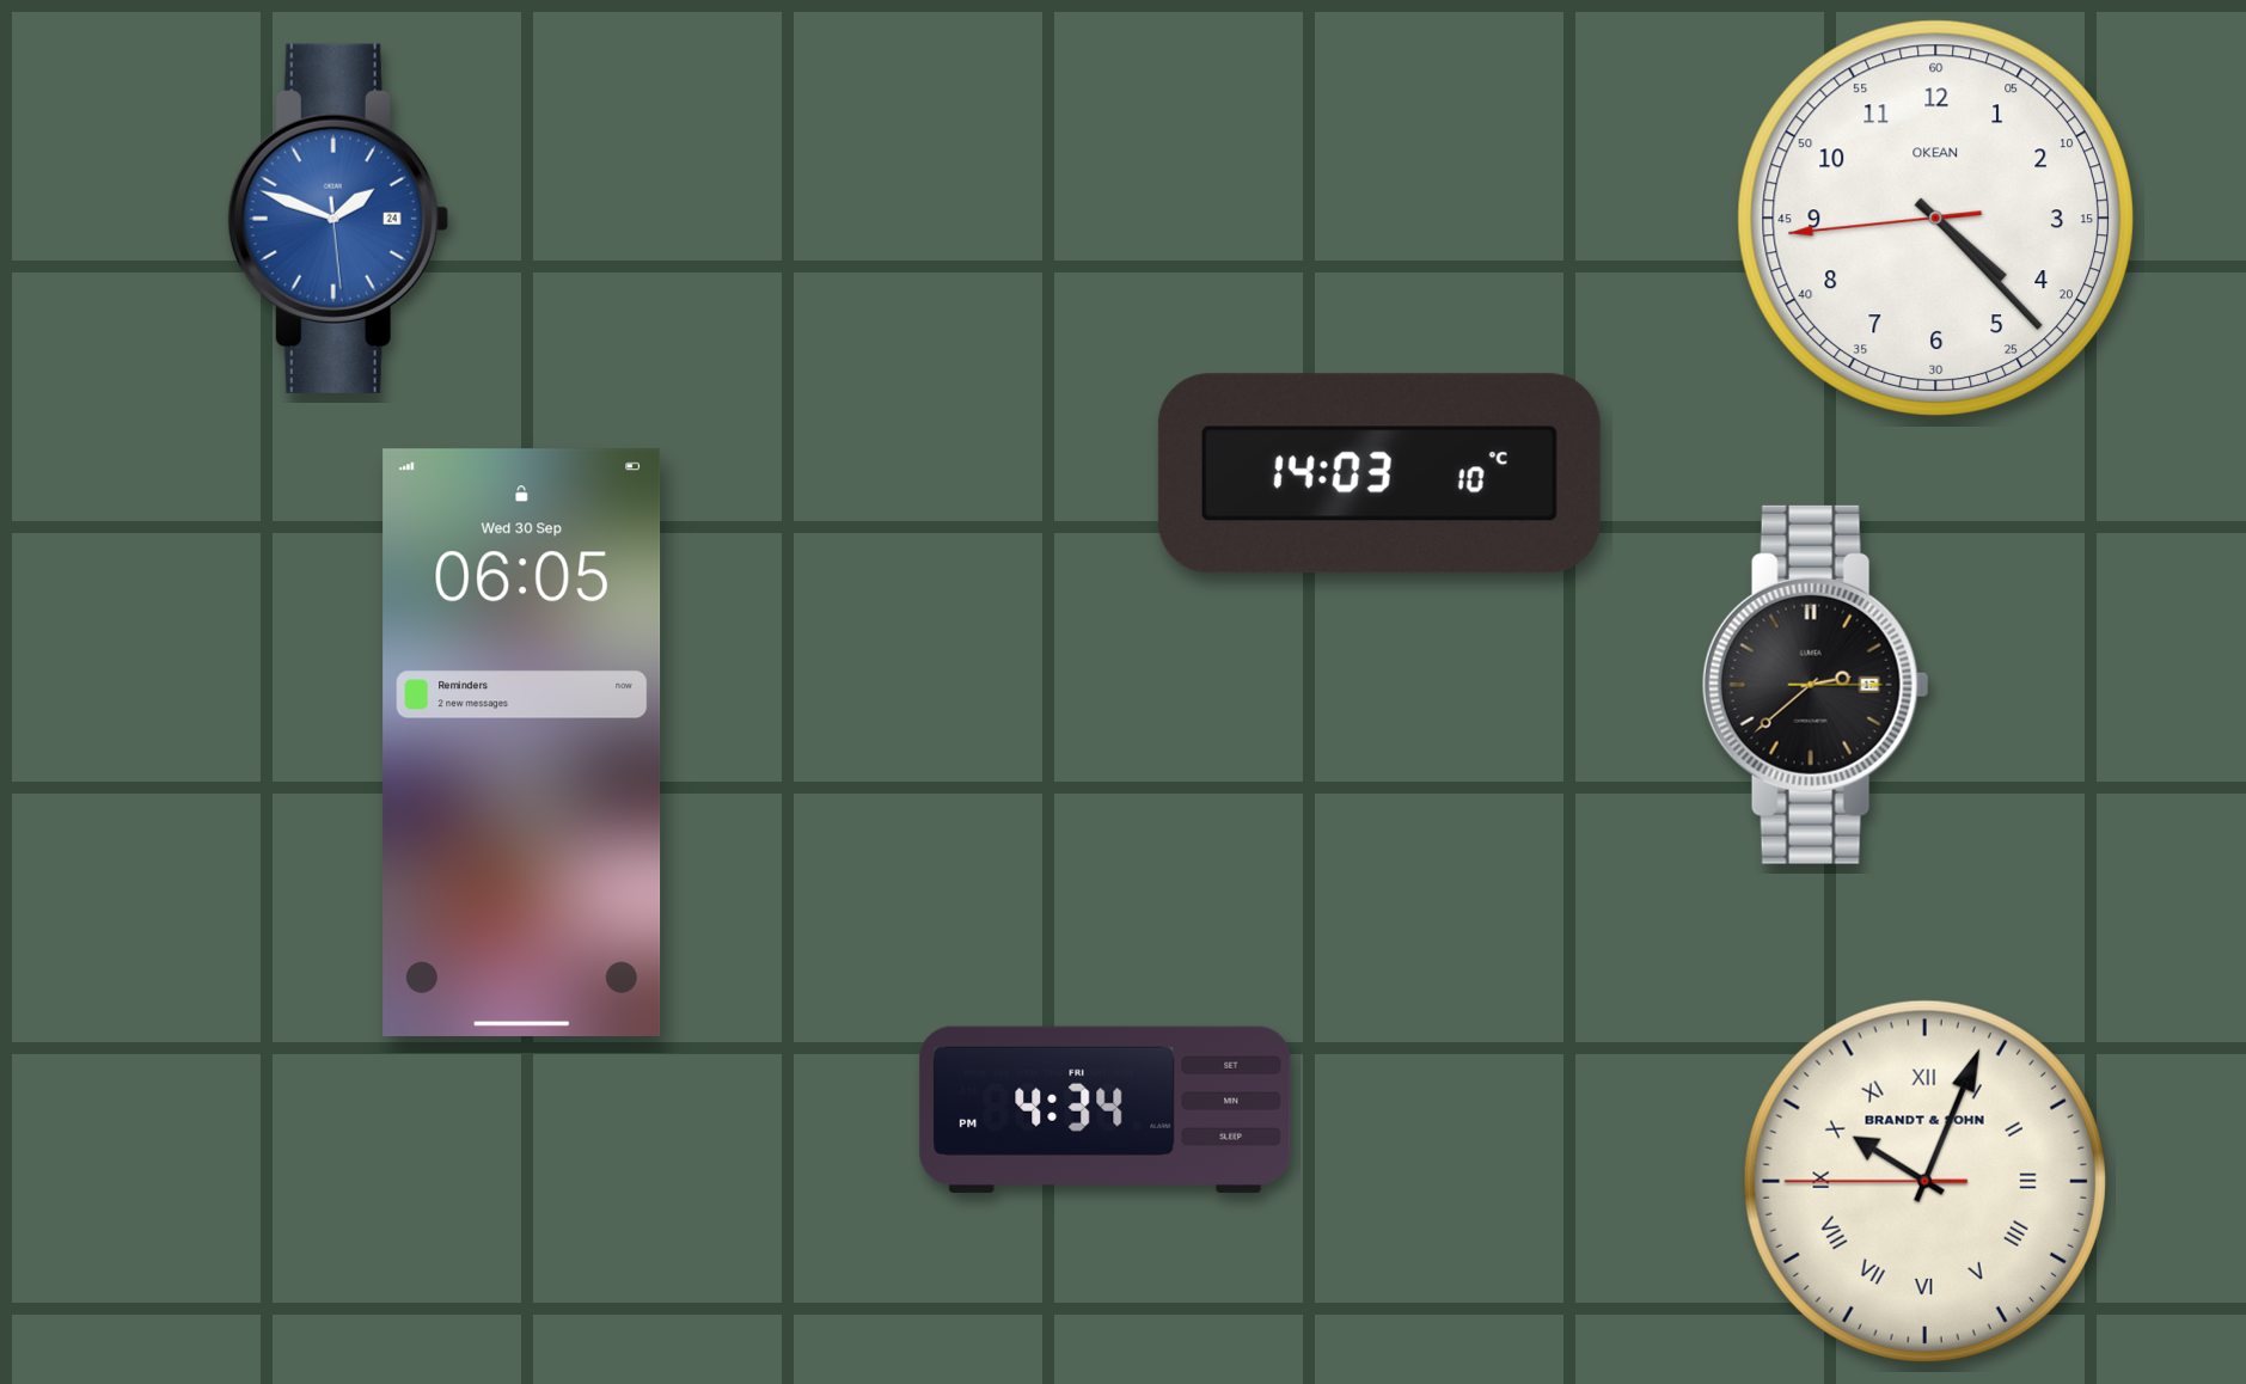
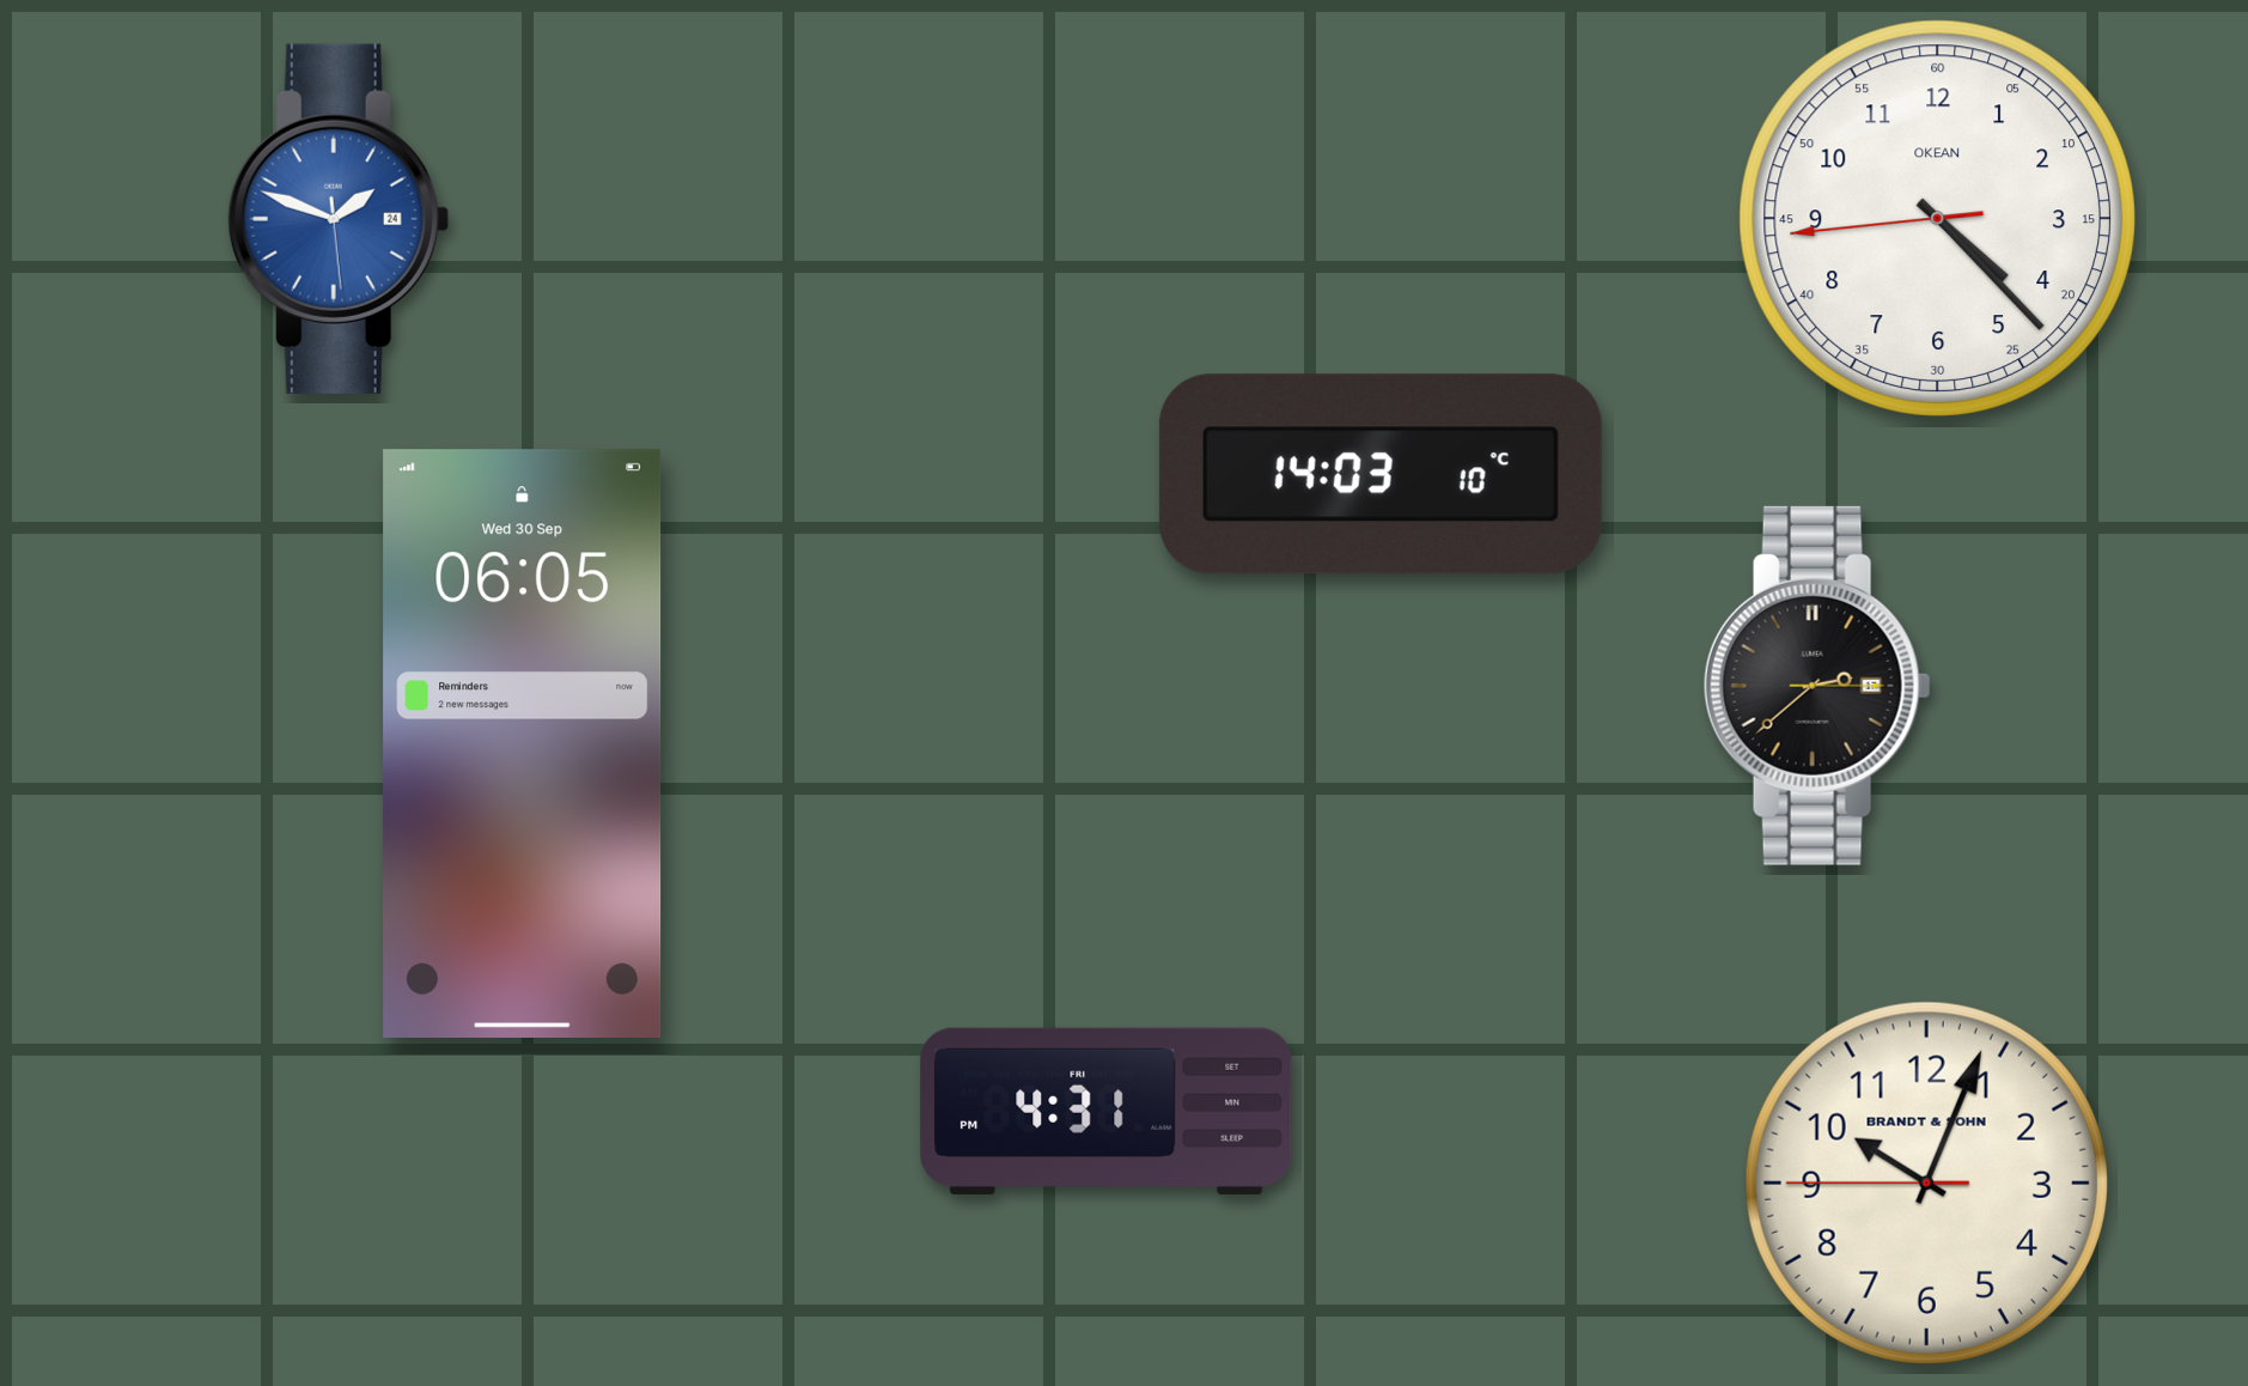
clock at (1106, 1109): 4:34 -> 4:31
clock at (1924, 1181) numerals: Roman -> Arabic
